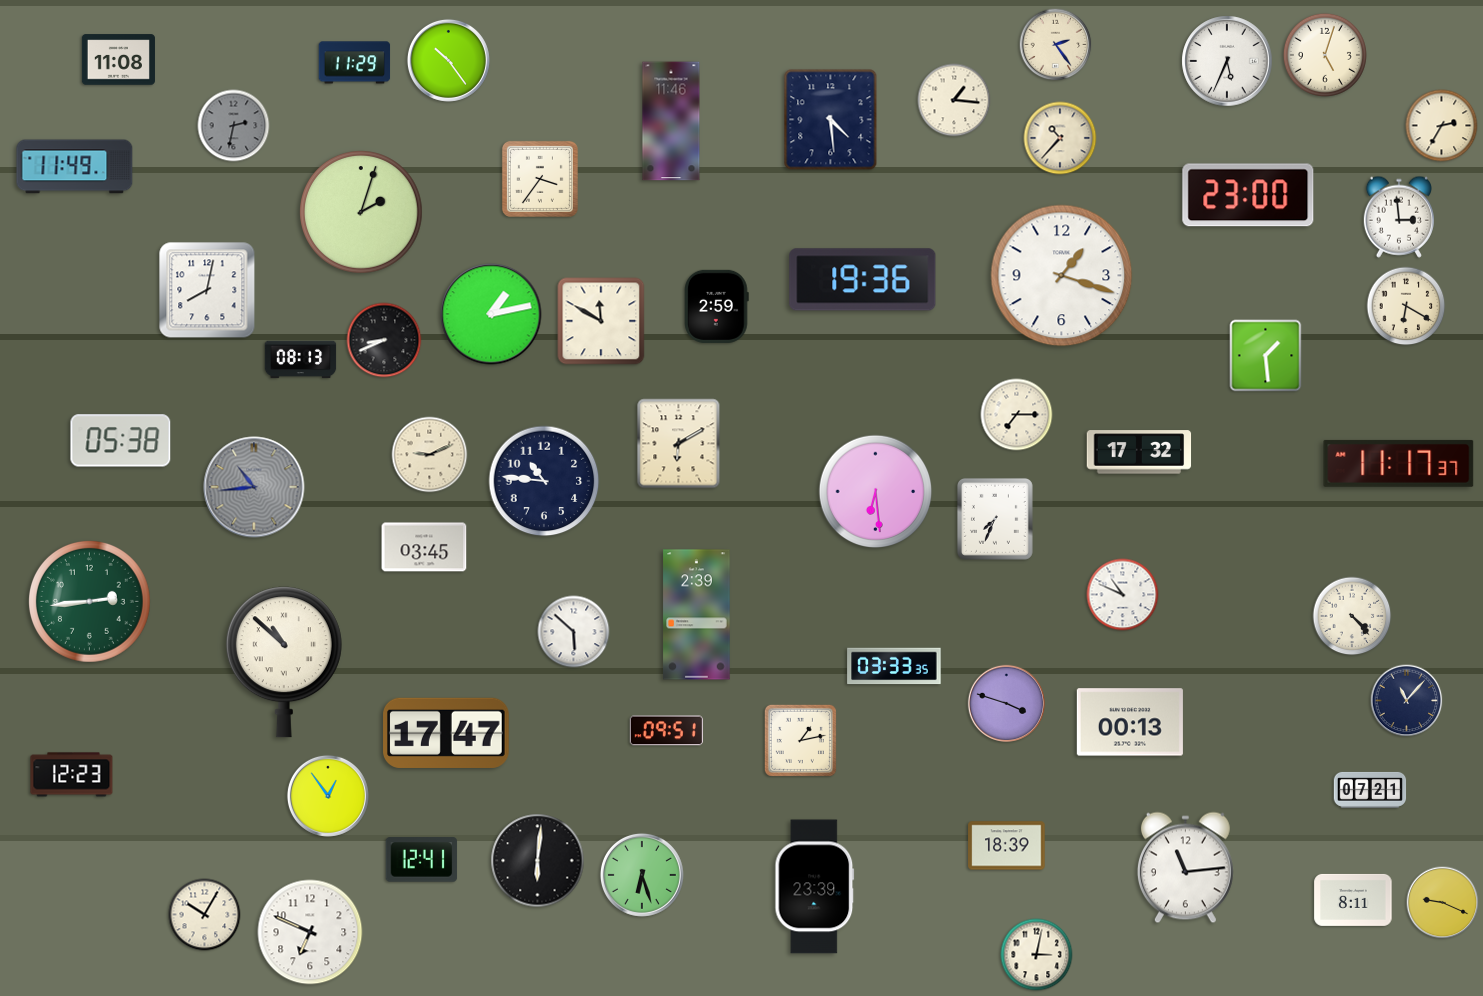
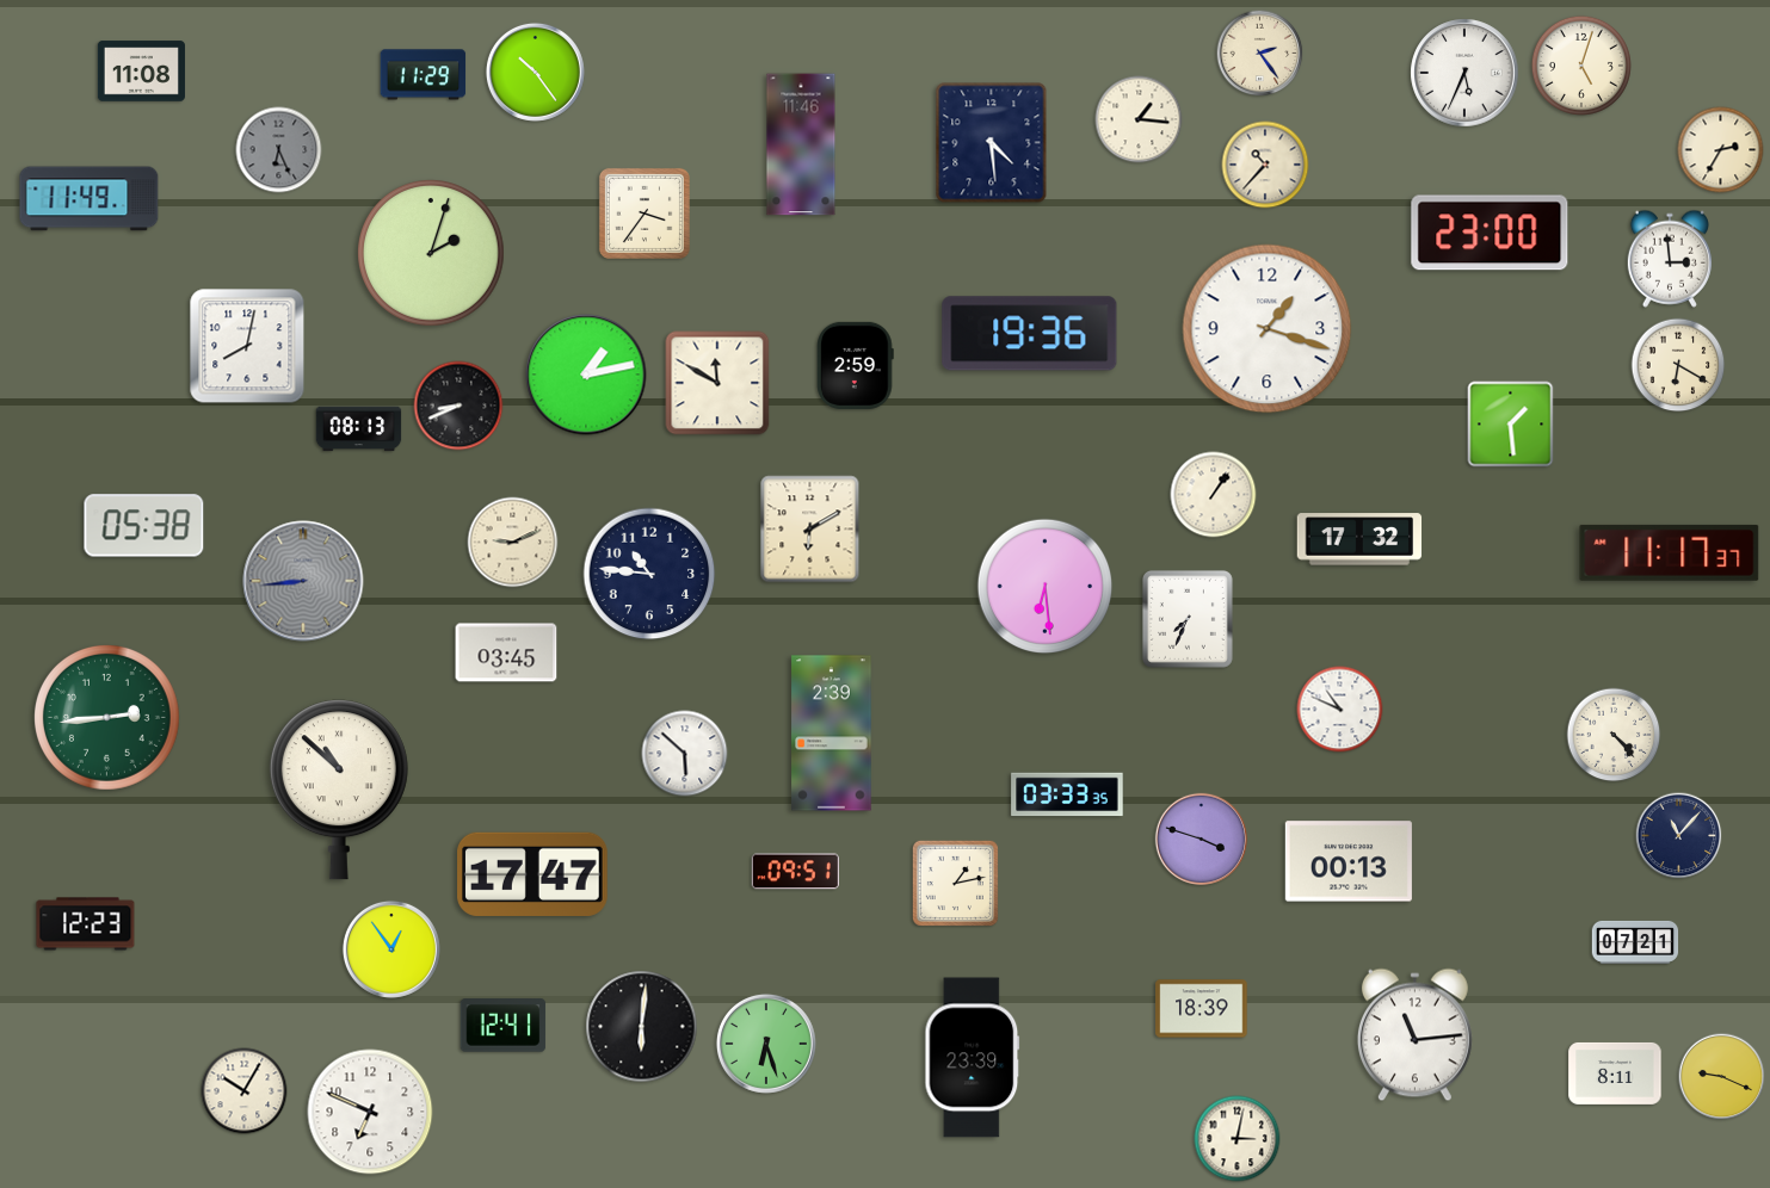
clock at (234, 126): 2:32 -> 6:26
clock at (1017, 415): 7:15 -> 1:06
clock at (254, 487): 10:44 -> 8:44
